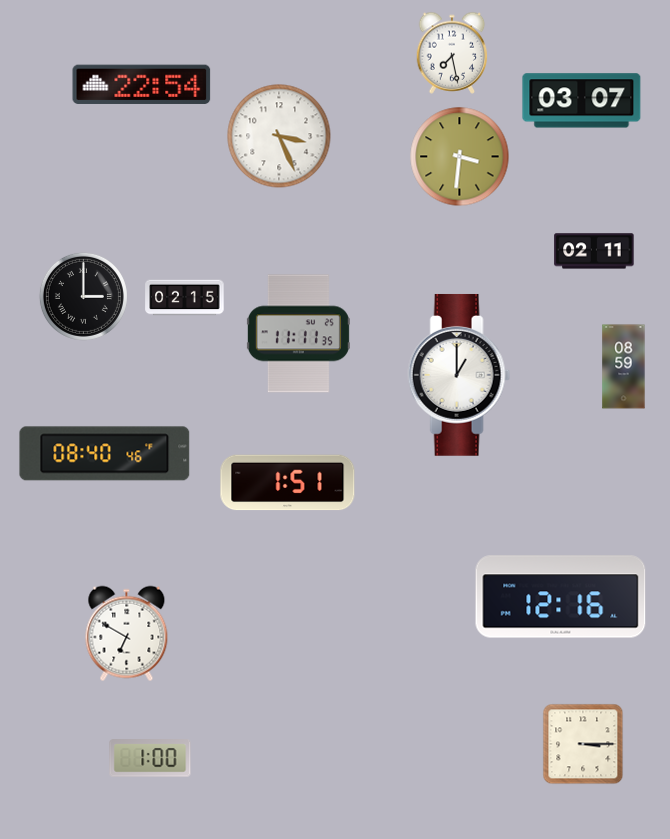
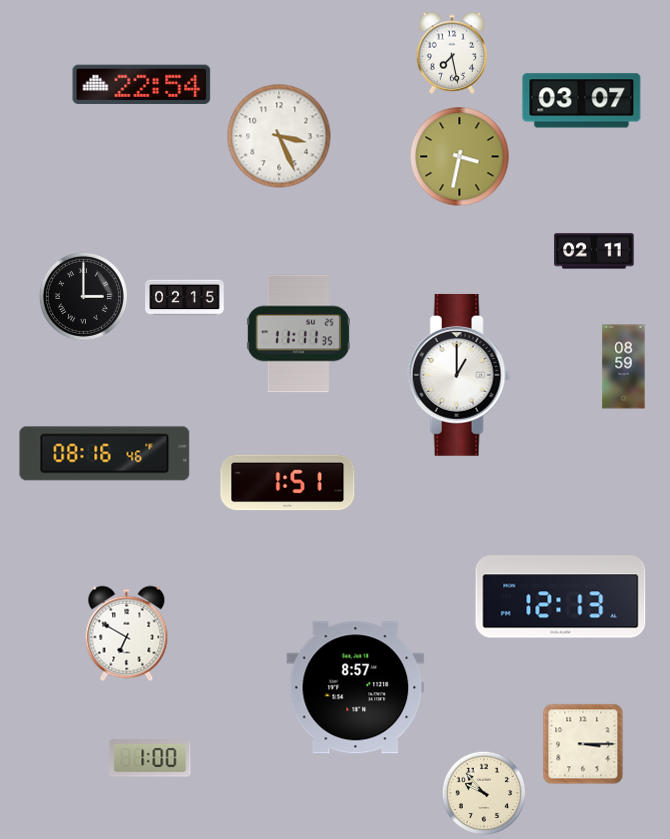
clock at (460, 157): 3:31 -> 3:32
clock at (105, 454): 08:40 -> 08:16
clock at (561, 597): 12:16 -> 12:13
clock at (356, 688): none -> 8:57
clock at (484, 793): none -> 9:53
